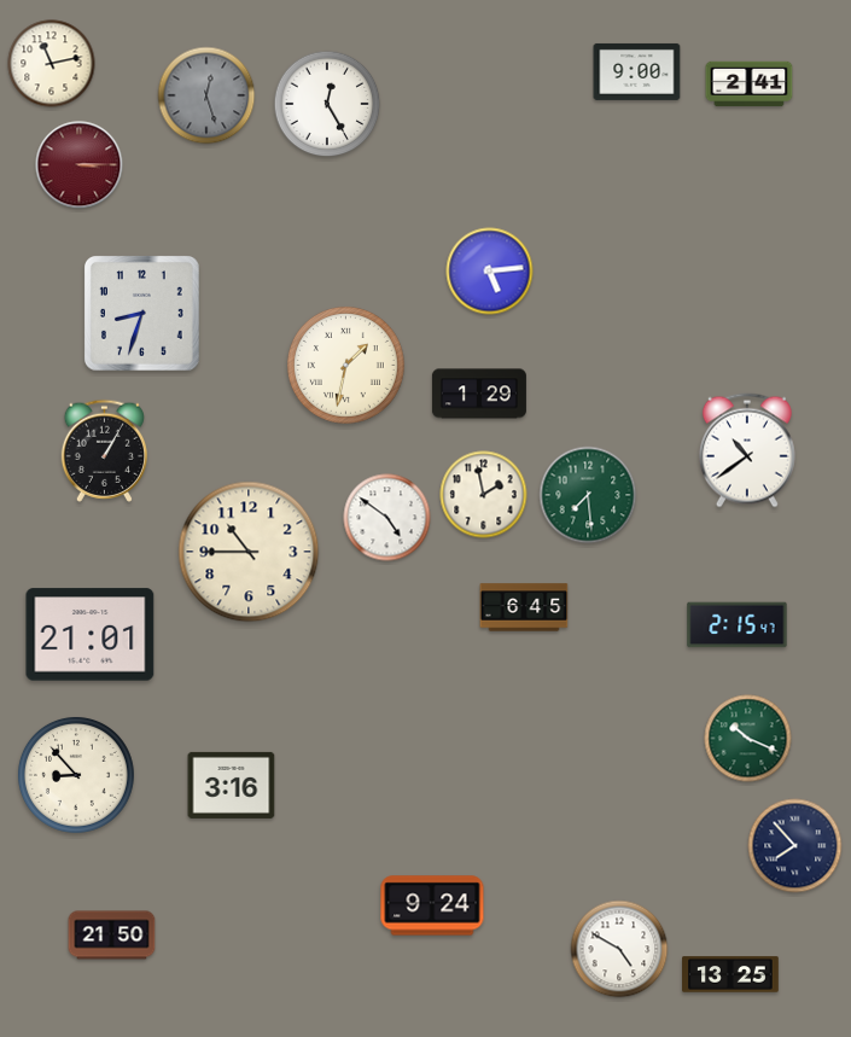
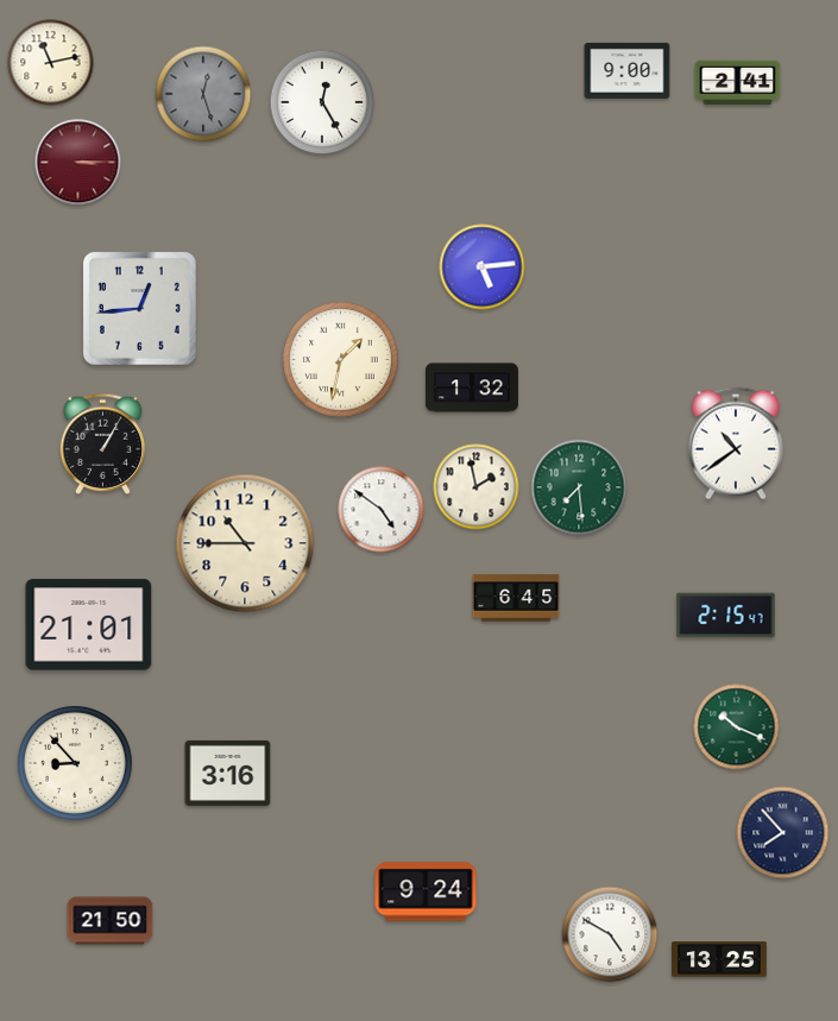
clock at (142, 314): 8:33 -> 12:44
clock at (479, 394): 1:29 -> 1:32
